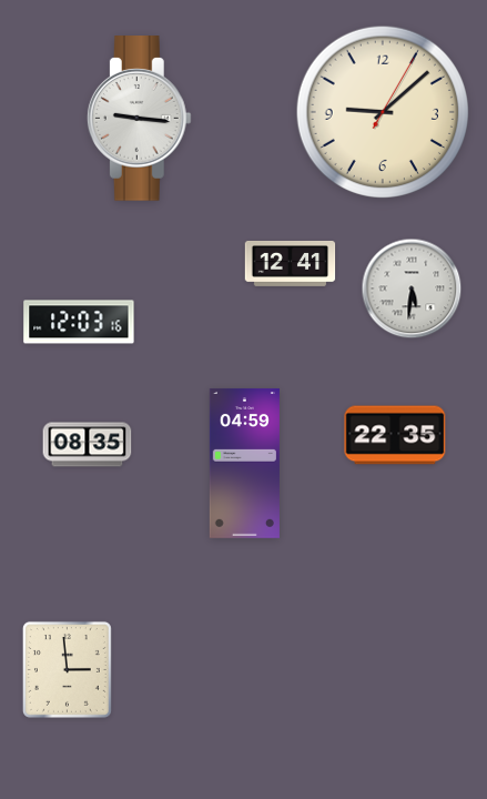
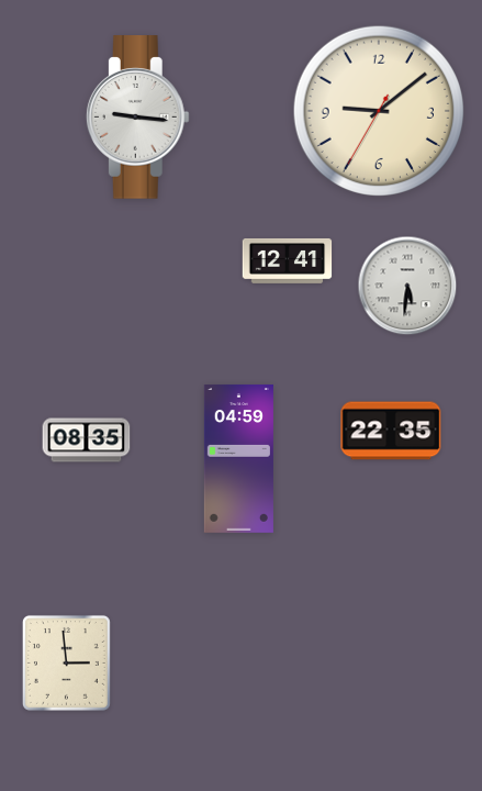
clock at (382, 111): 9:08:05 -> 9:08:35
clock at (79, 322): 12:03 -> none
clock at (244, 463) position: (244, 463) -> (238, 458)
